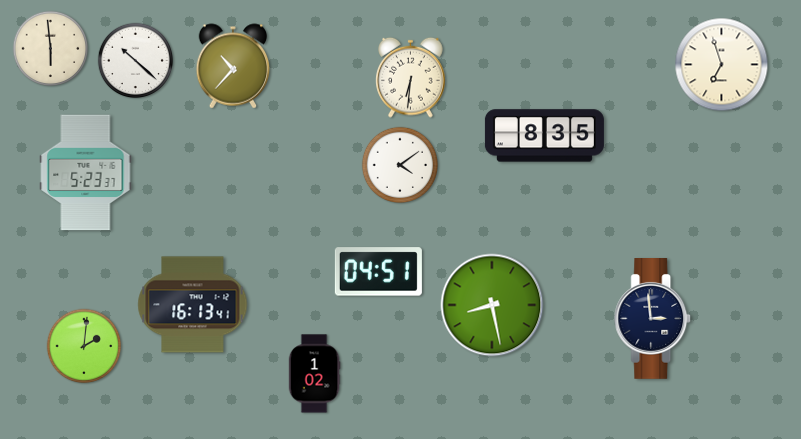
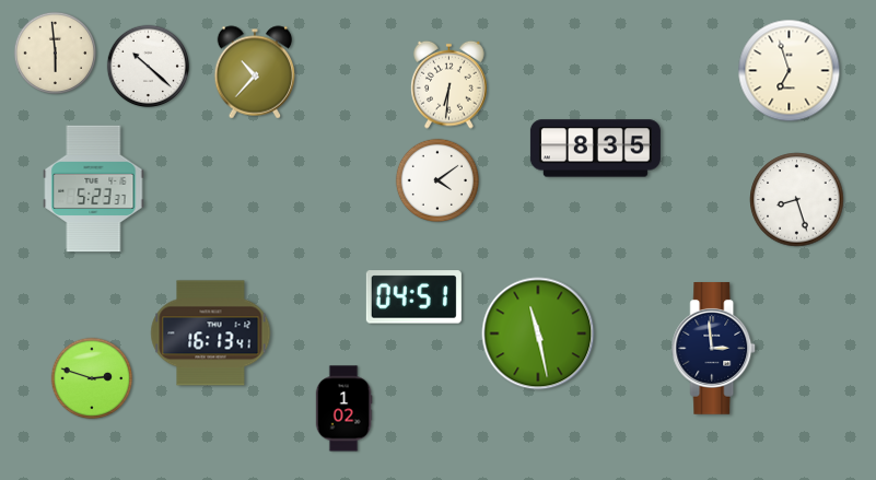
clock at (797, 200): none -> 8:27
clock at (492, 305): 8:28 -> 11:28
clock at (84, 346): 2:01 -> 2:48
